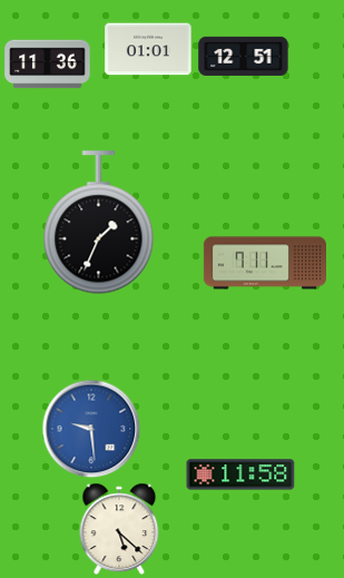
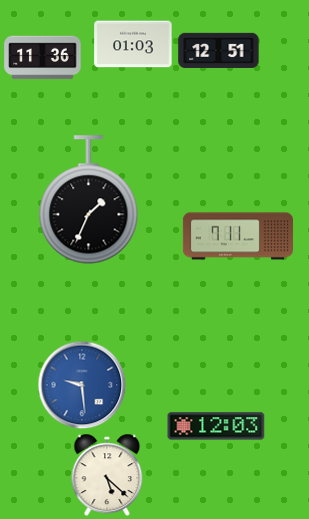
clock at (148, 49): 01:01 -> 01:03
clock at (240, 474): 11:58 -> 12:03
